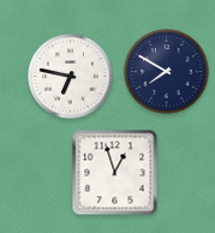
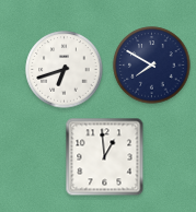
clock at (71, 77): 6:47 -> 6:42
clock at (115, 173): 12:57 -> 12:59
